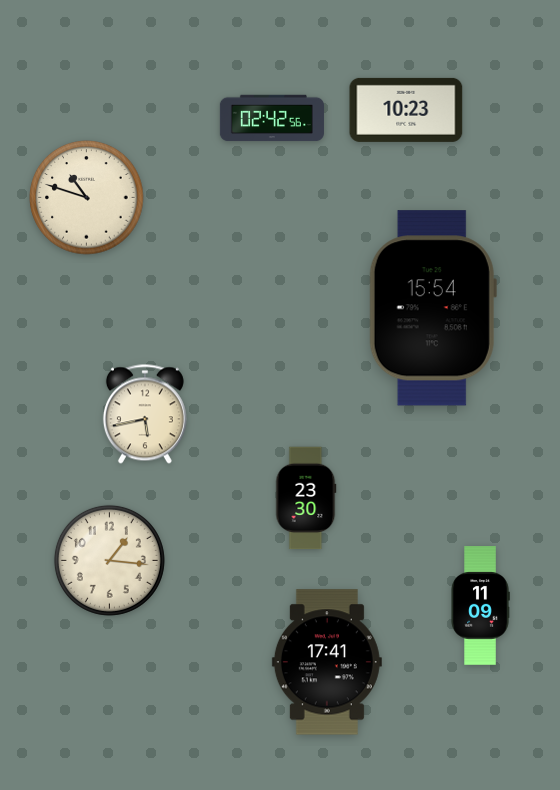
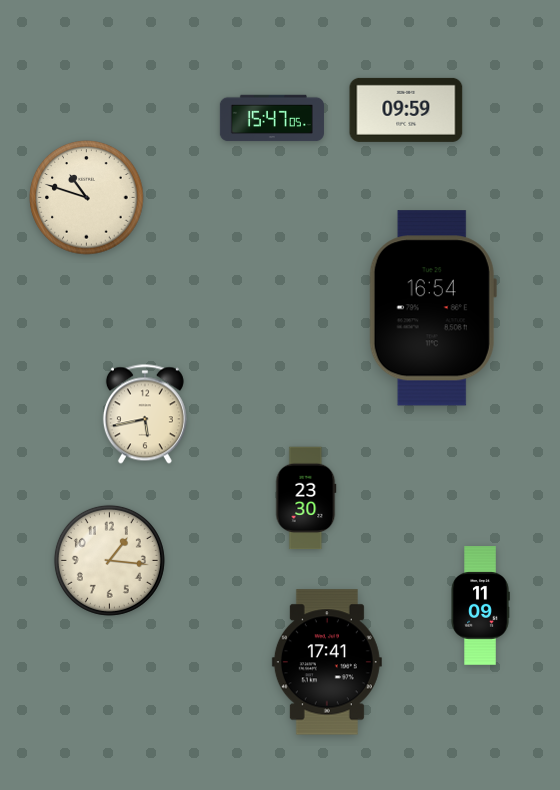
clock at (406, 110): 10:23 -> 09:59
clock at (272, 118): 02:42 -> 15:47
clock at (433, 308): 15:54 -> 16:54
